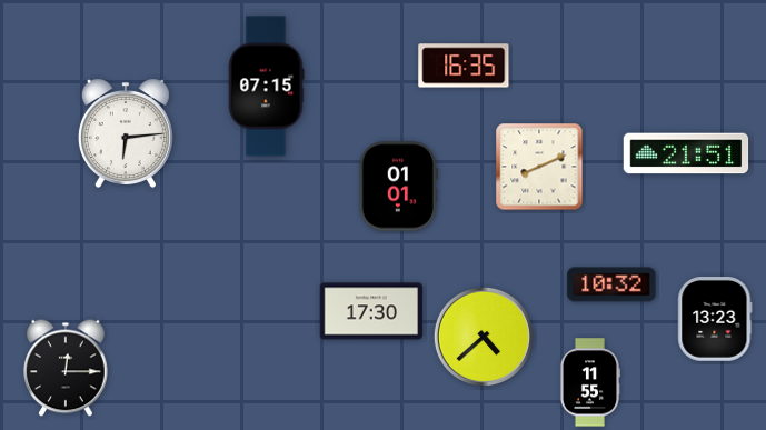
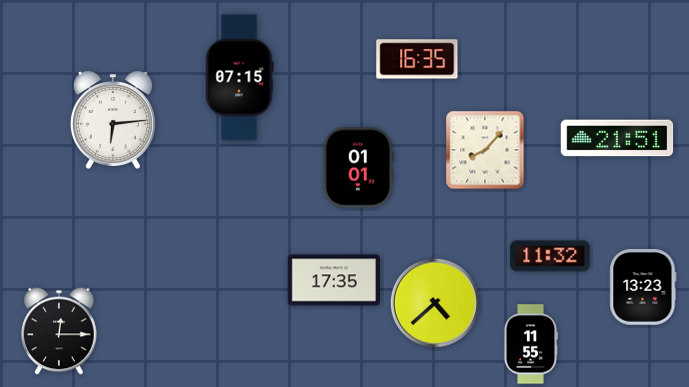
clock at (539, 167): 8:11 -> 8:07
clock at (611, 284): 10:32 -> 11:32
clock at (370, 311): 17:30 -> 17:35
